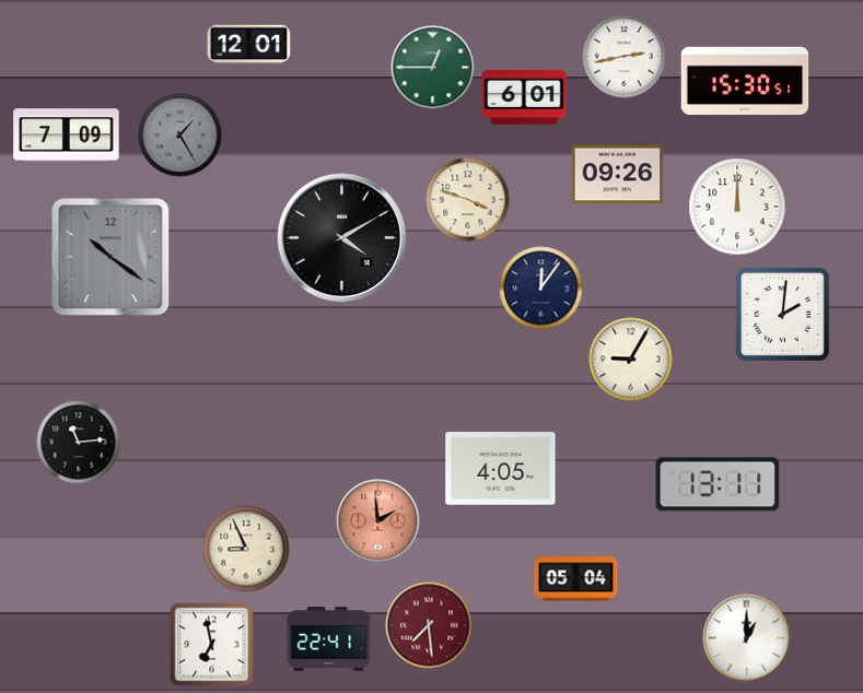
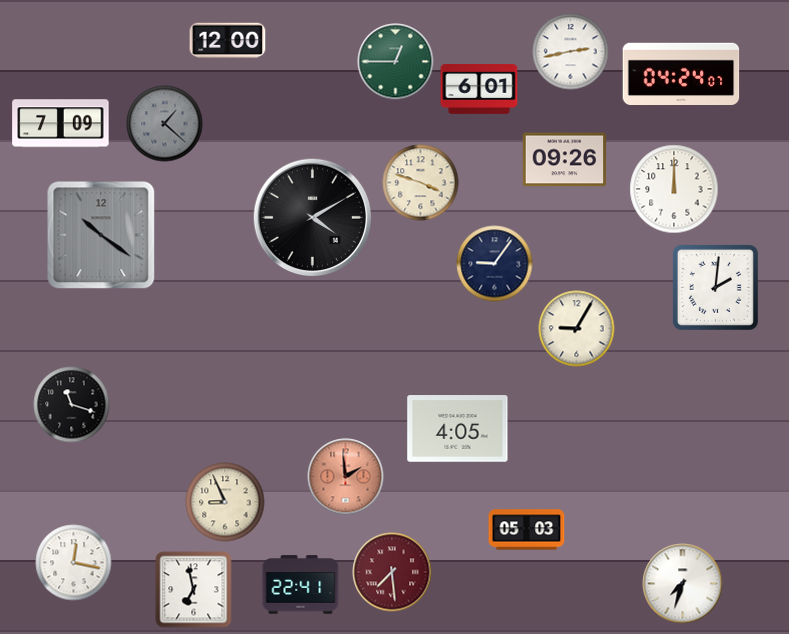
clock at (249, 45): 12:01 -> 12:00
clock at (745, 80): 15:30 -> 04:24
clock at (180, 136): 1:25 -> 1:22
clock at (468, 200) position: (468, 200) -> (421, 183)
clock at (541, 289): 12:06 -> 9:06
clock at (79, 443): 11:14 -> 11:18
clock at (718, 484): 13:11 -> none
clock at (576, 579): 05:04 -> 05:03
clock at (74, 563): none -> 12:17
clock at (747, 638): 1:00 -> 7:33
